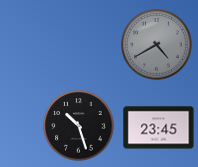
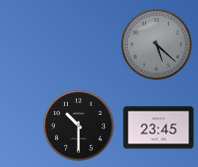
clock at (157, 45): 4:40 -> 5:22
clock at (79, 126): 10:27 -> 10:30
